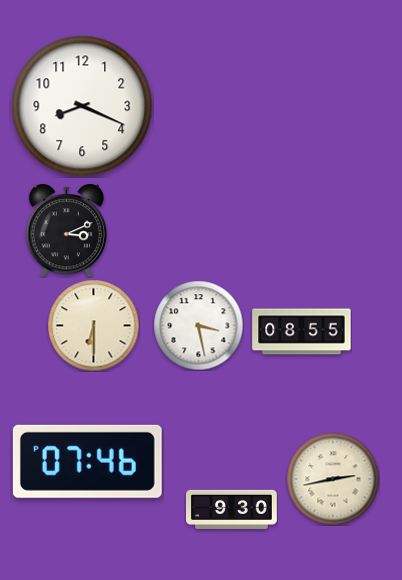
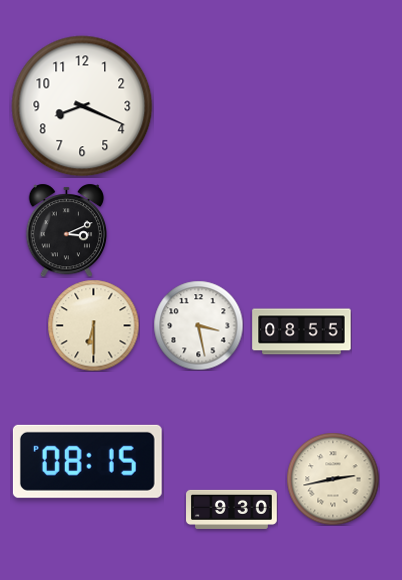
clock at (87, 461): 07:46 -> 08:15
